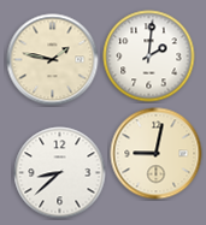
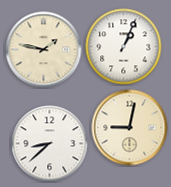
clock at (149, 57): 2:01 -> 1:04
